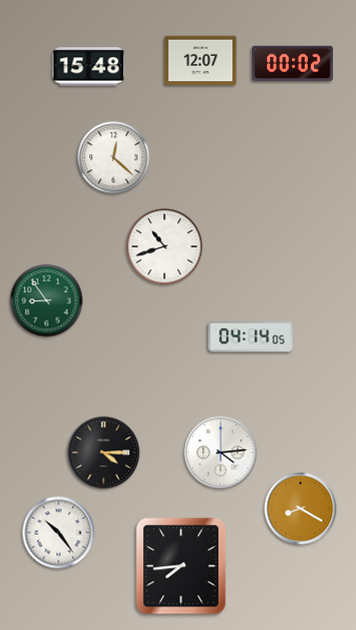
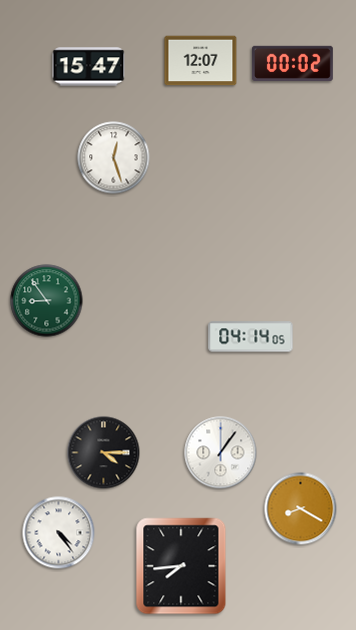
clock at (89, 67): 15:48 -> 15:47
clock at (114, 158): 12:22 -> 12:27
clock at (165, 247): 10:42 -> none
clock at (221, 453): 4:14 -> 1:06
clock at (59, 533): 10:24 -> 4:24
